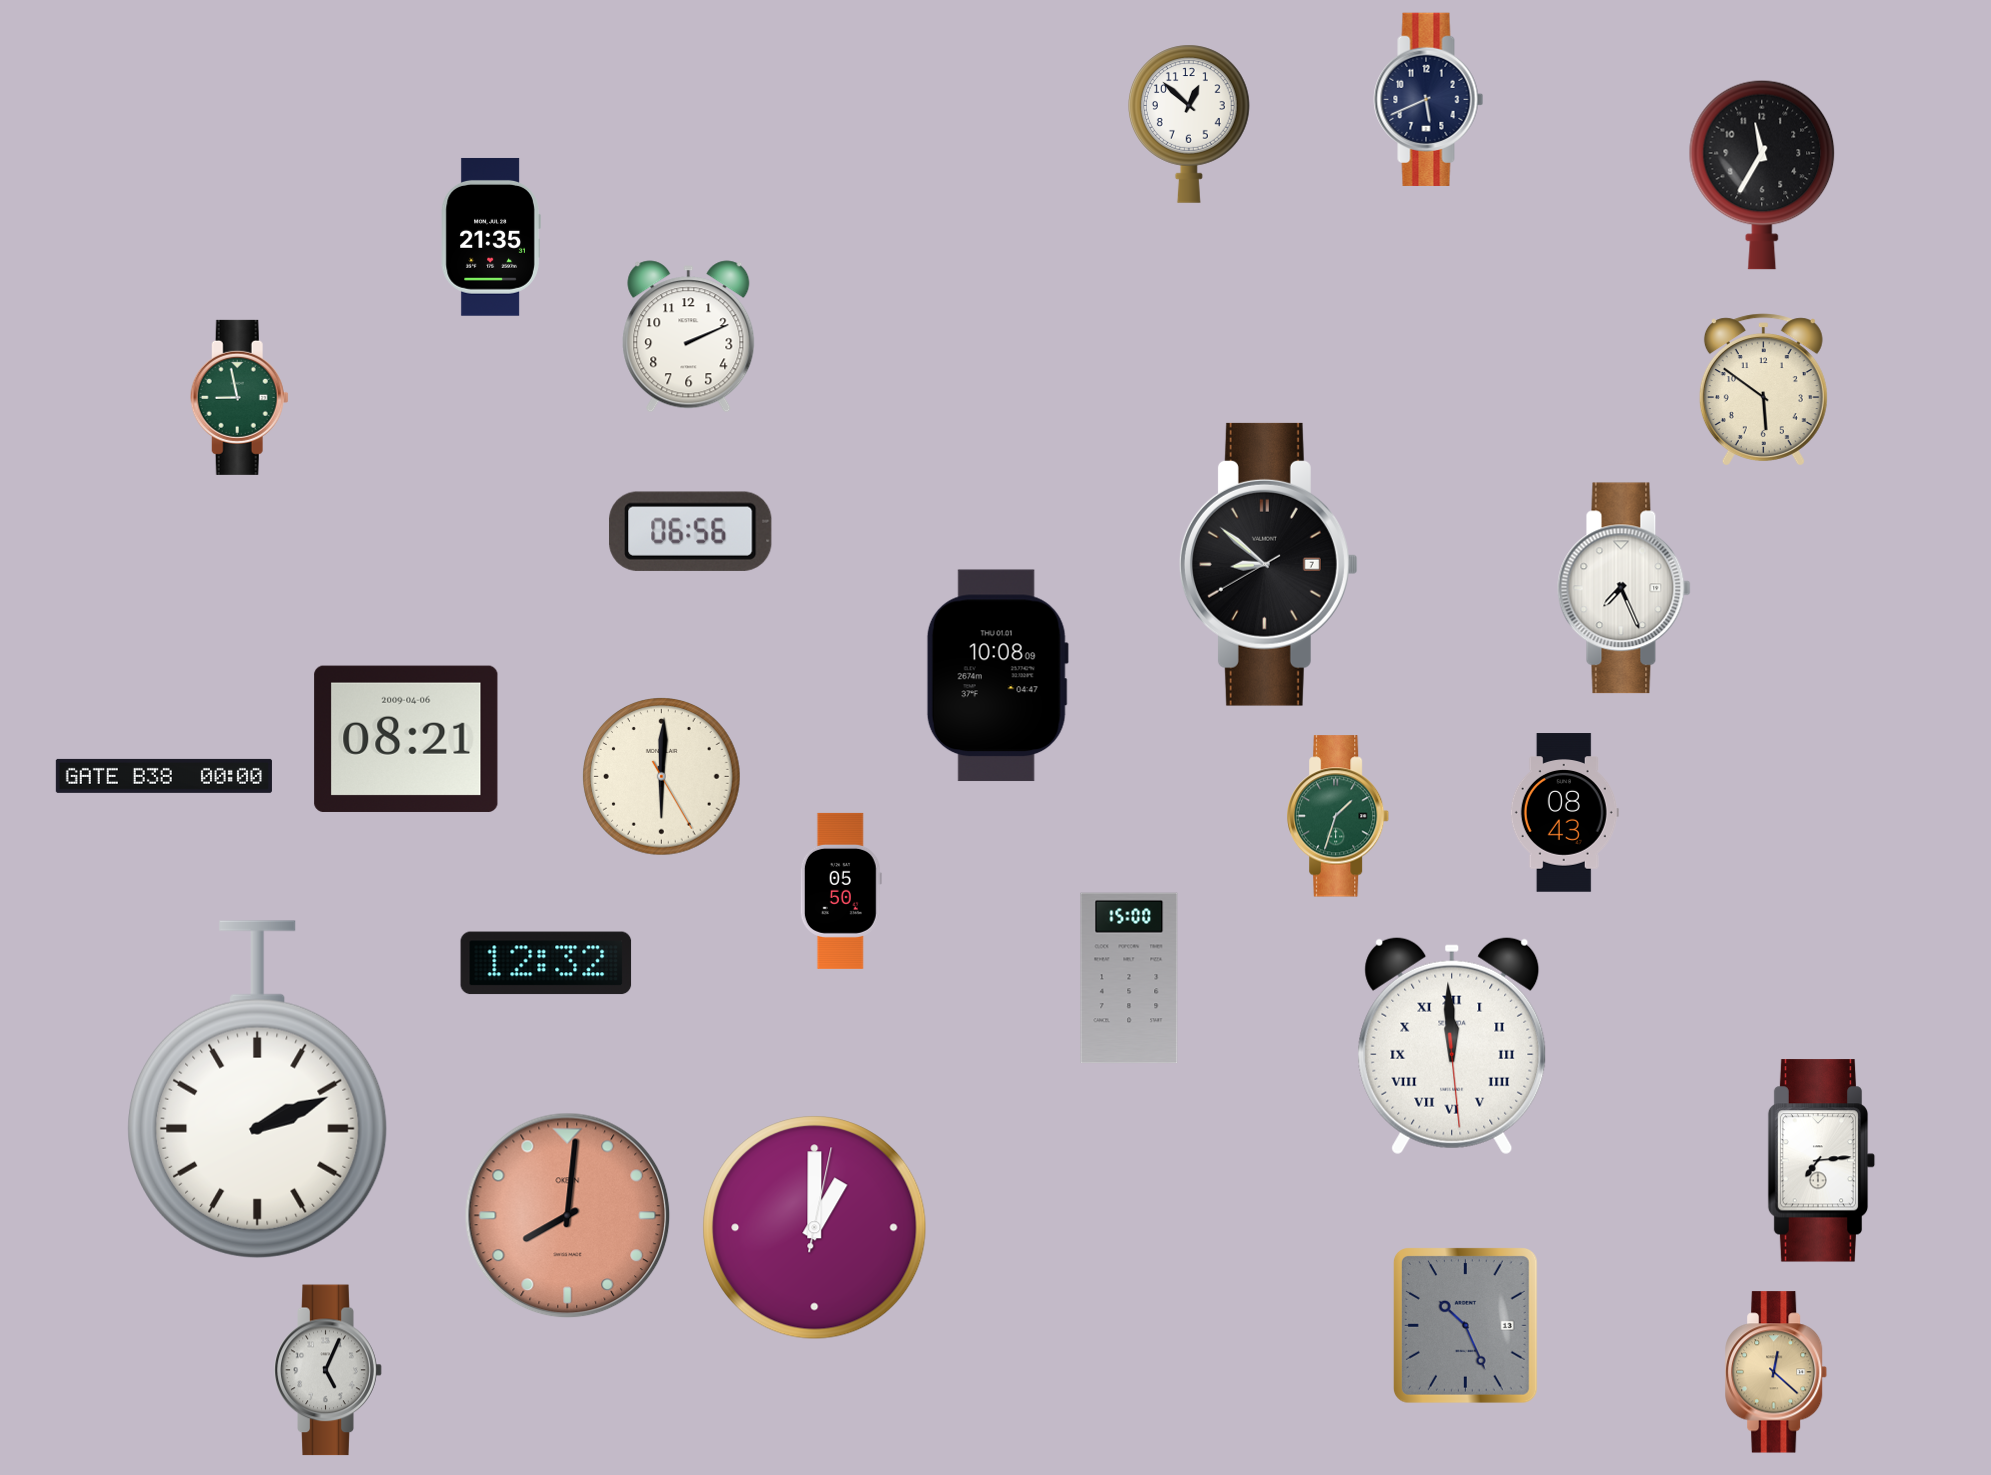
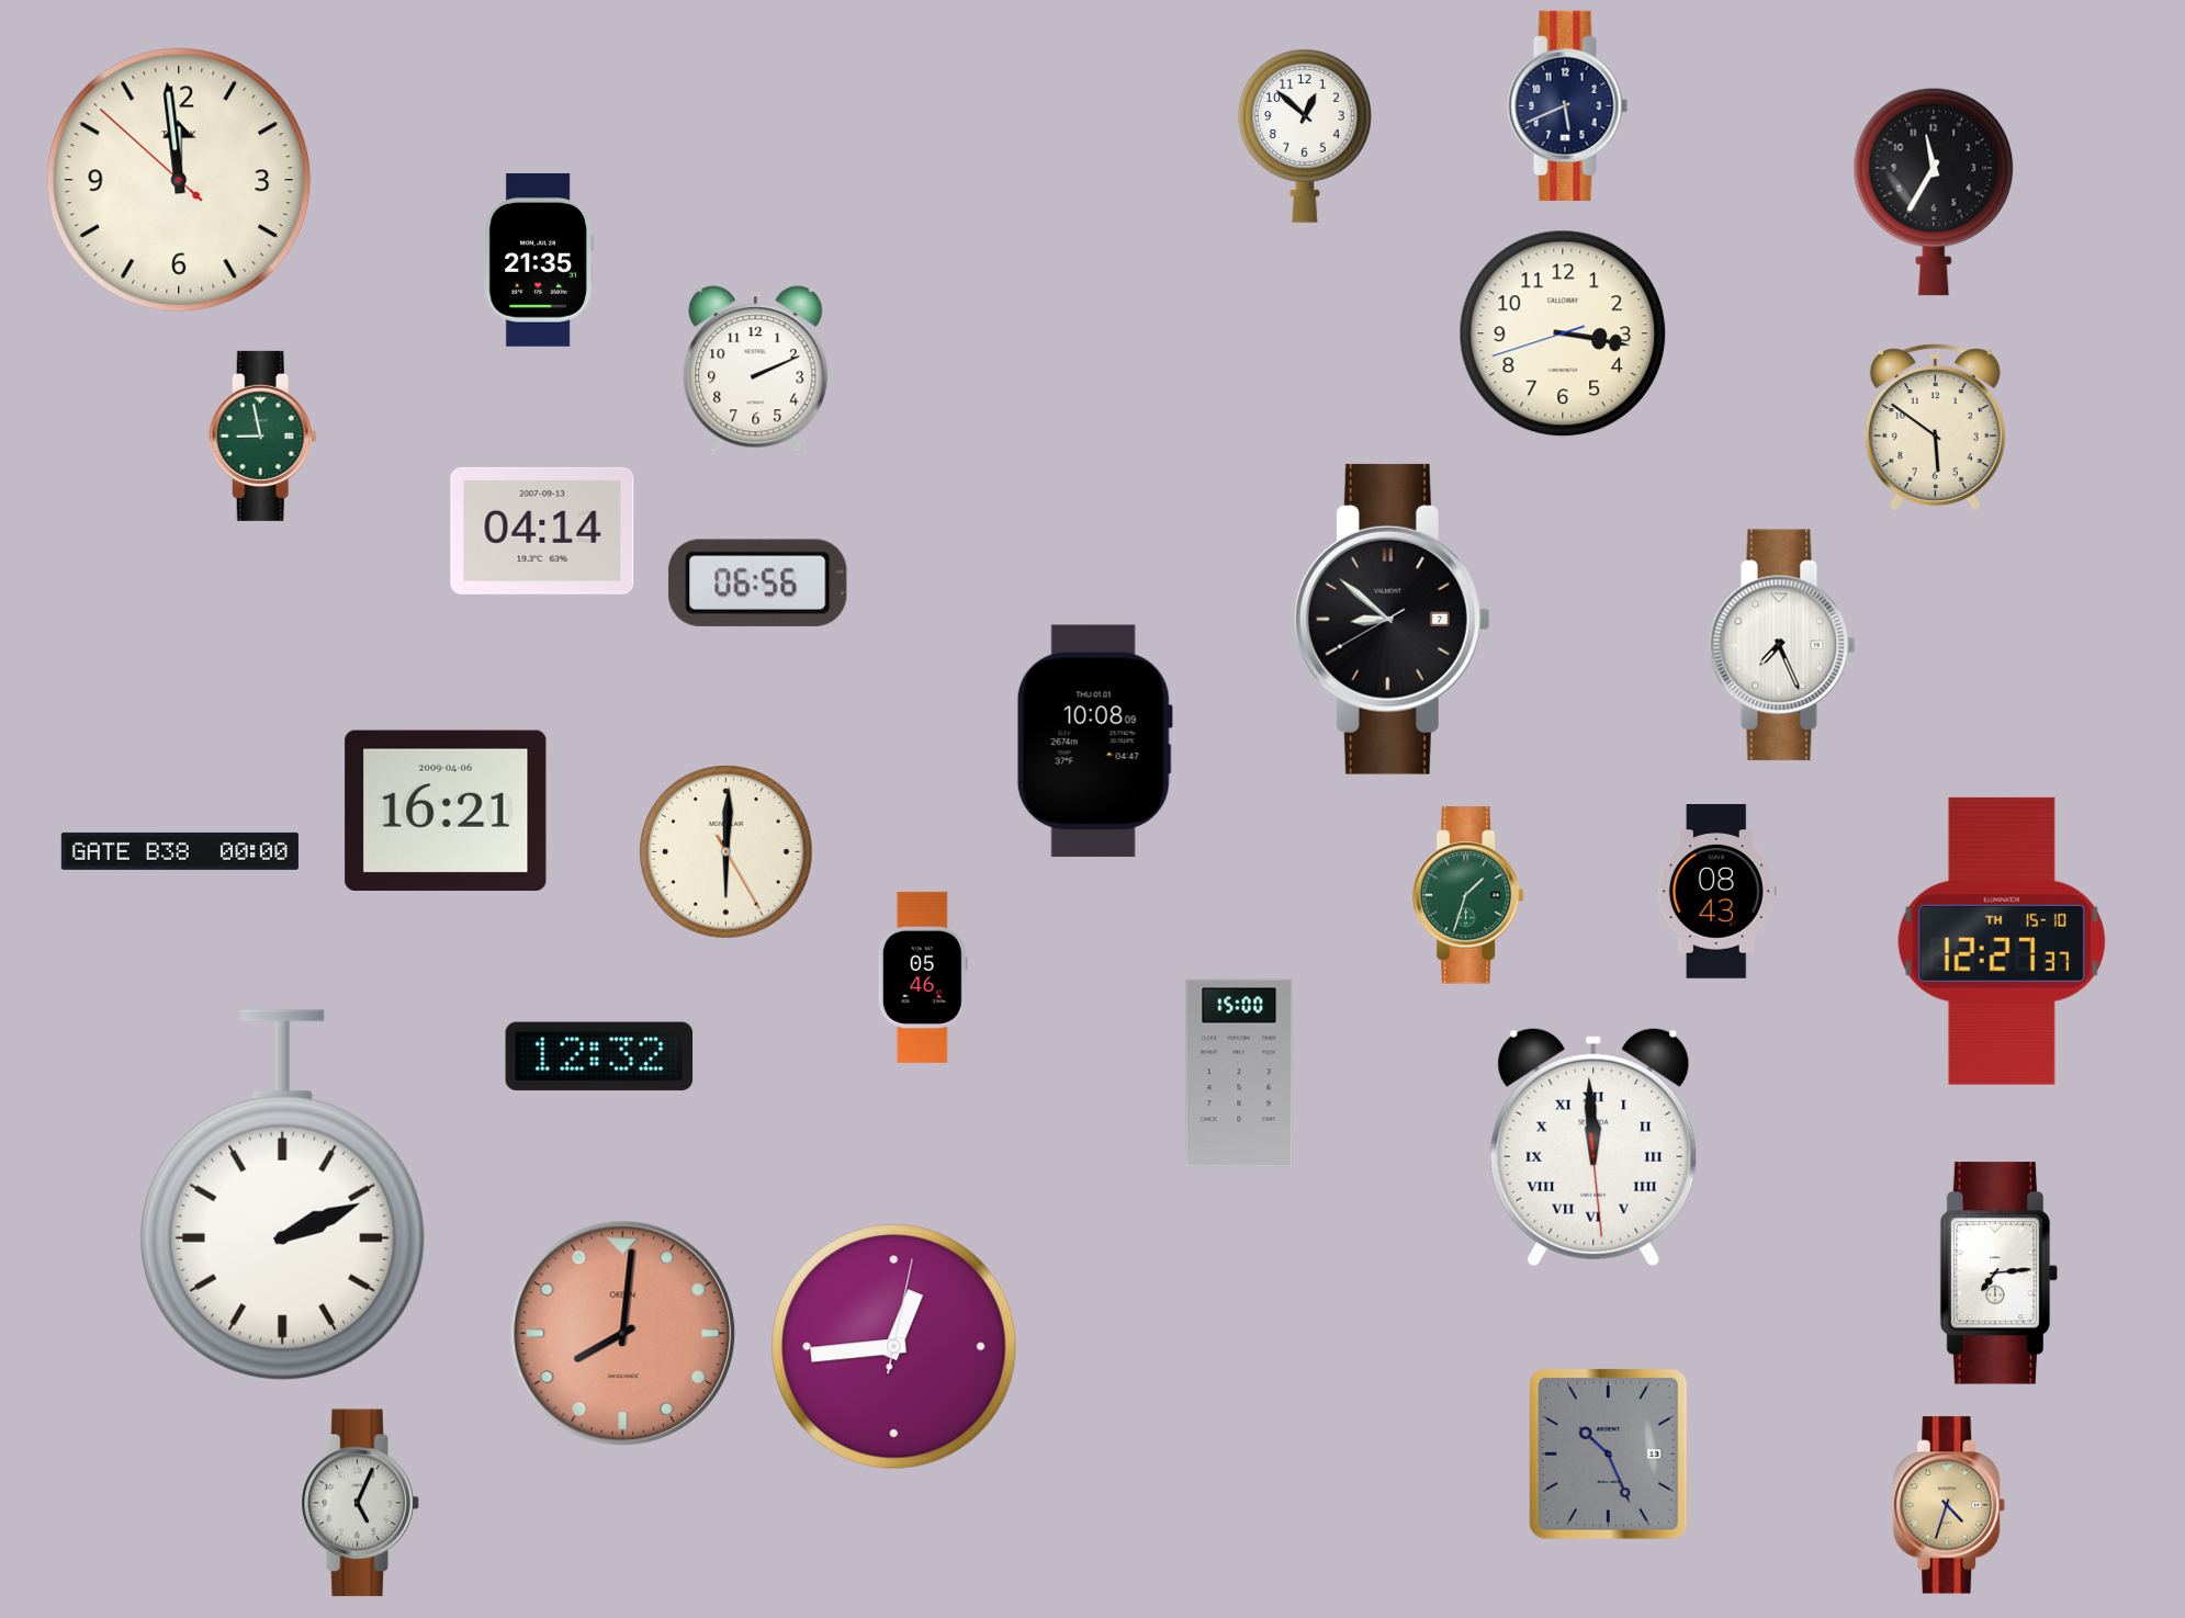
clock at (1429, 99) position: (1429, 99) -> (1568, 105)
clock at (179, 180): none -> 11:58
clock at (1563, 333): none -> 3:16
clock at (542, 531): none -> 04:14
clock at (406, 739): 08:21 -> 16:21
clock at (2002, 941): none -> 12:27
clock at (841, 891): 05:50 -> 05:46
clock at (815, 1228): 1:00 -> 12:44
clock at (1777, 1372): 12:22 -> 4:33
